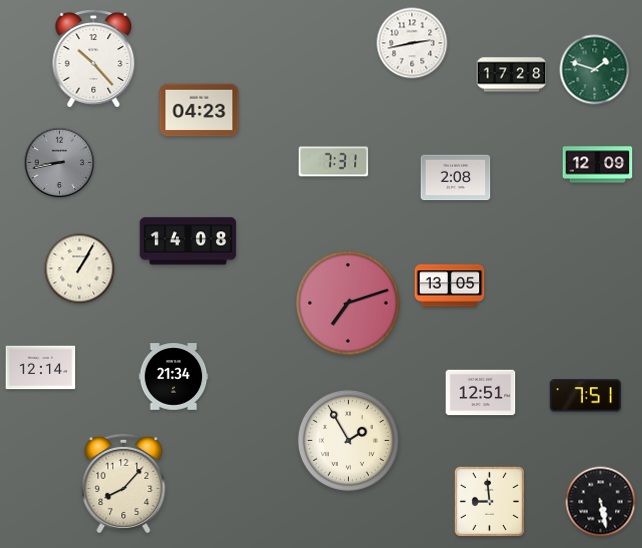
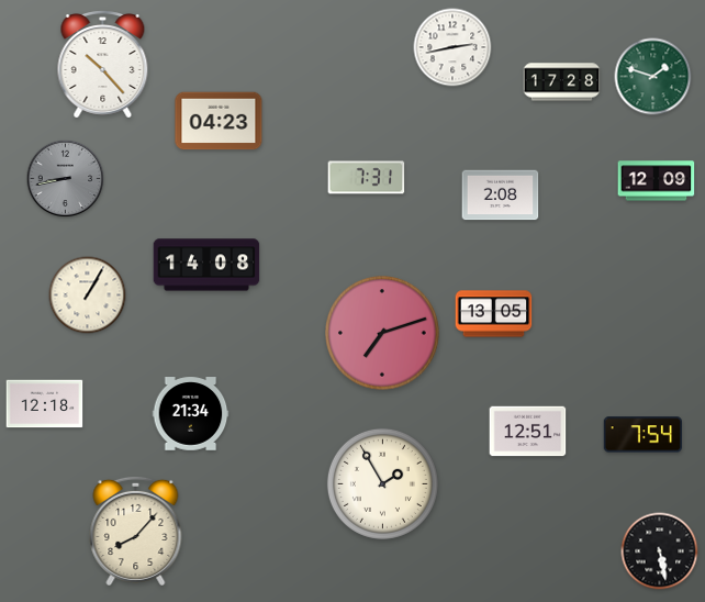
clock at (41, 368): 12:14 -> 12:18
clock at (585, 396): 7:51 -> 7:54
clock at (489, 501): 8:59 -> none
